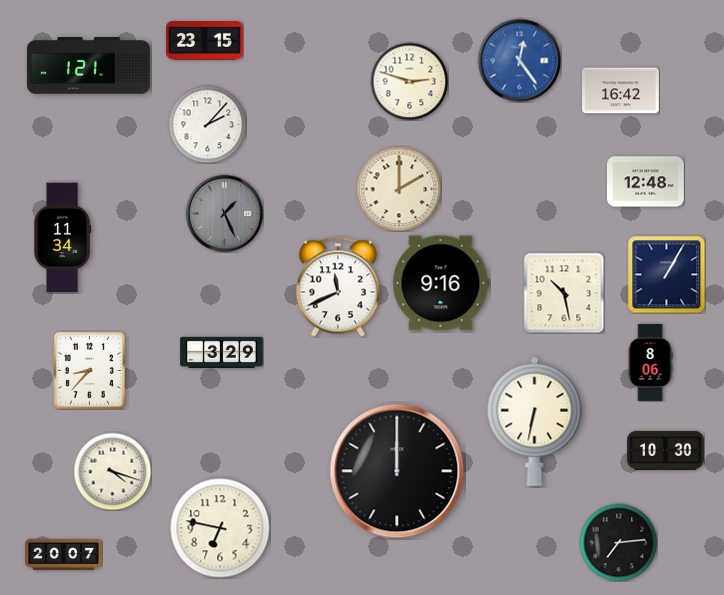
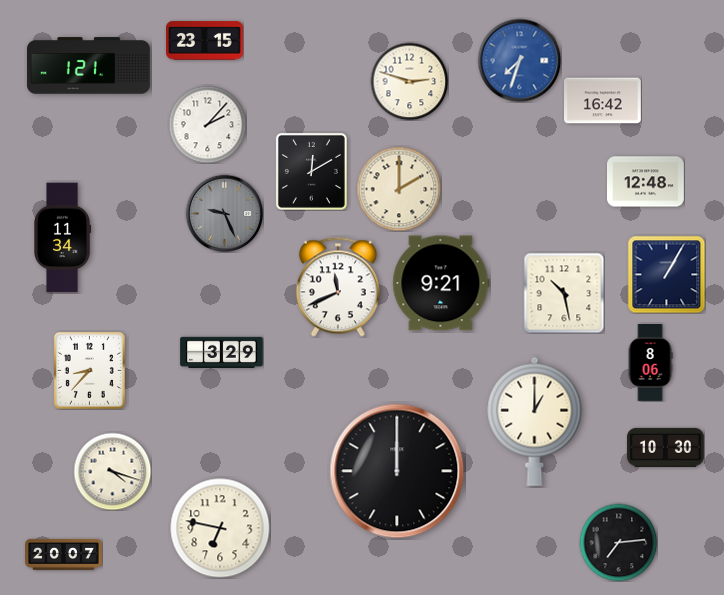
clock at (519, 60): 12:24 -> 7:33
clock at (621, 91) position: (621, 91) -> (603, 101)
clock at (311, 171): none -> 12:10
clock at (224, 213): 1:26 -> 9:26
clock at (441, 283): 9:16 -> 9:21
clock at (535, 421): 6:32 -> 1:00
clock at (666, 450) position: (666, 450) -> (666, 447)
